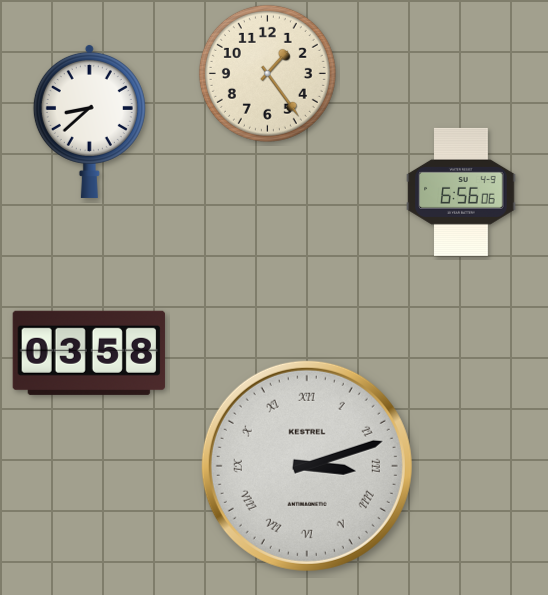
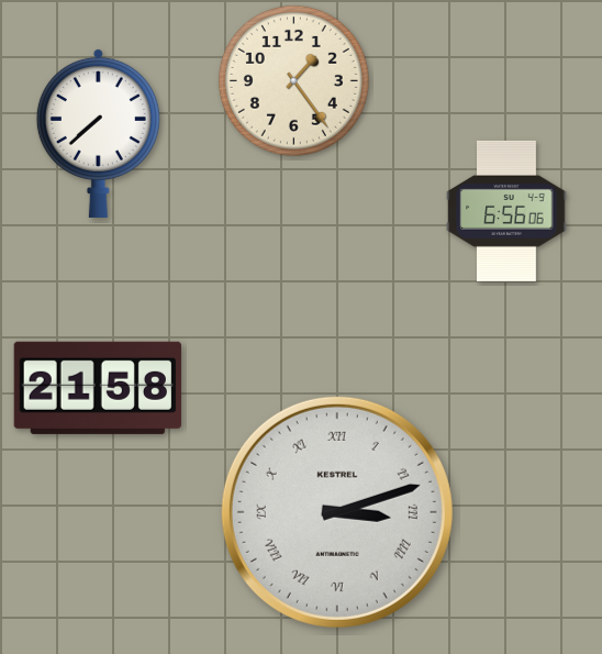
clock at (89, 121): 8:38 -> 7:38
clock at (89, 353): 03:58 -> 21:58
